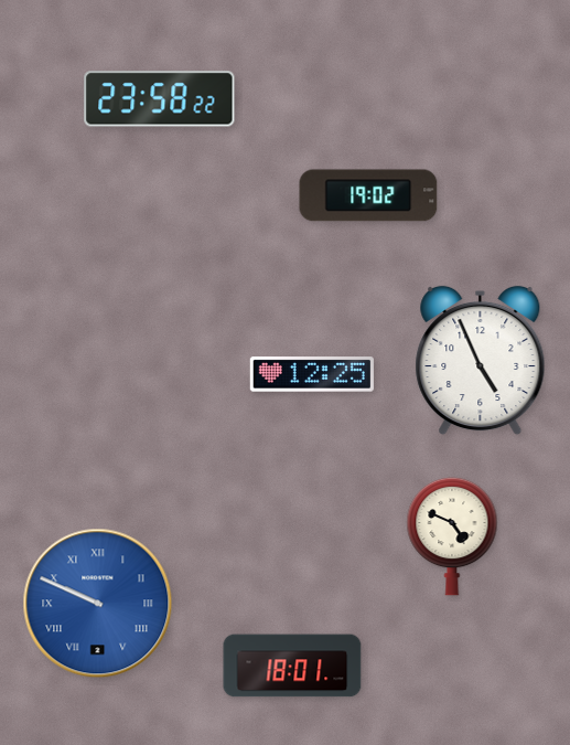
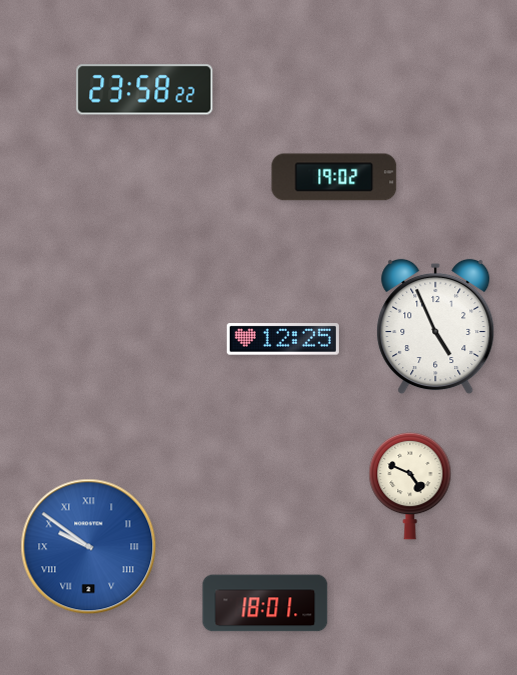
clock at (98, 604): 9:49 -> 9:51
